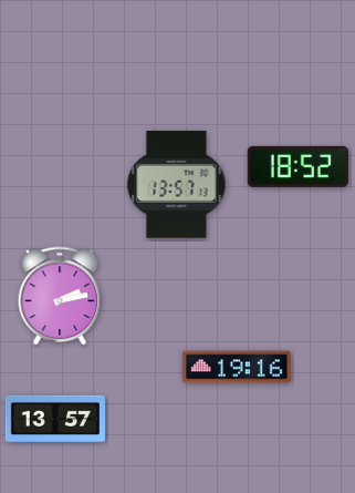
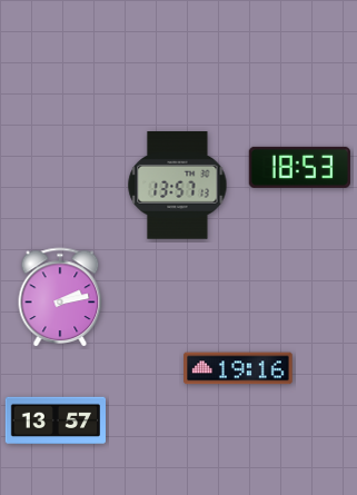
clock at (297, 166): 18:52 -> 18:53
